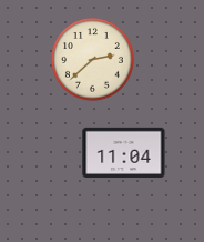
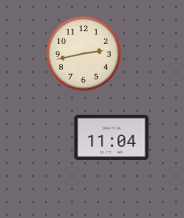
clock at (93, 60): 2:38 -> 2:43
